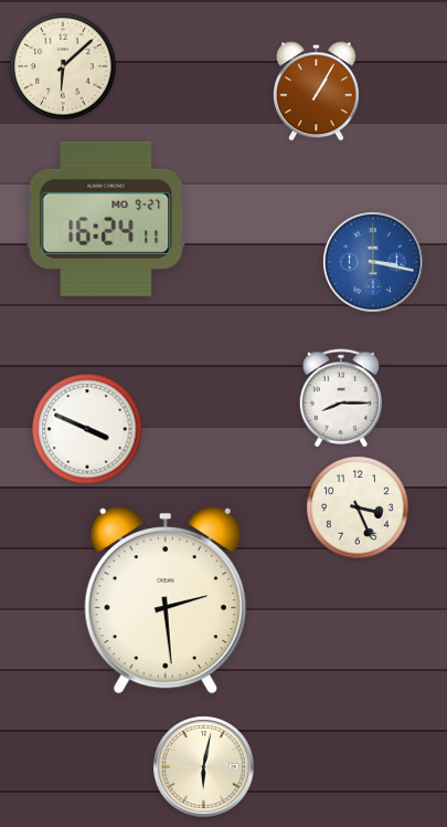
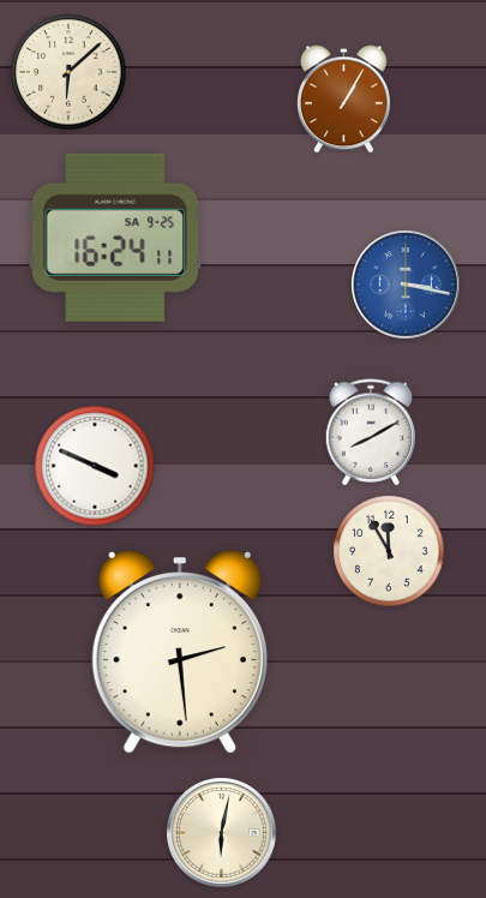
clock at (106, 219) date: MO 9-27 -> SA 9-25
clock at (341, 398): 8:15 -> 8:10
clock at (358, 507): 3:26 -> 11:55
